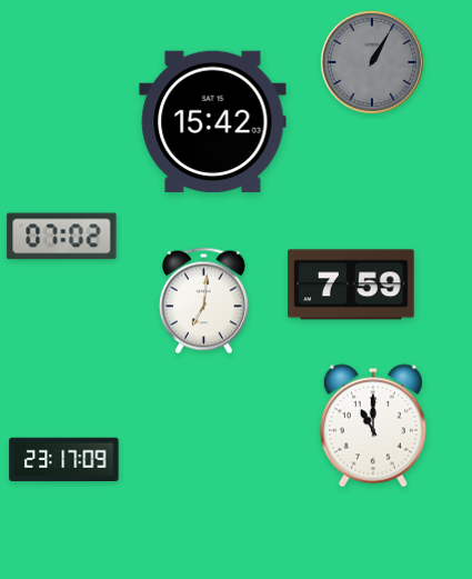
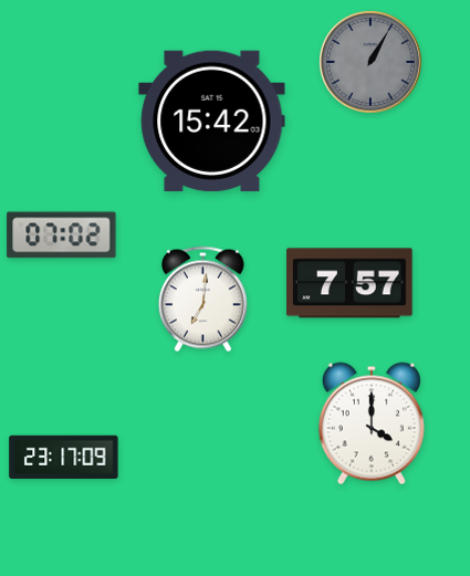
clock at (352, 284): 7:59 -> 7:57
clock at (373, 426): 11:00 -> 4:00
